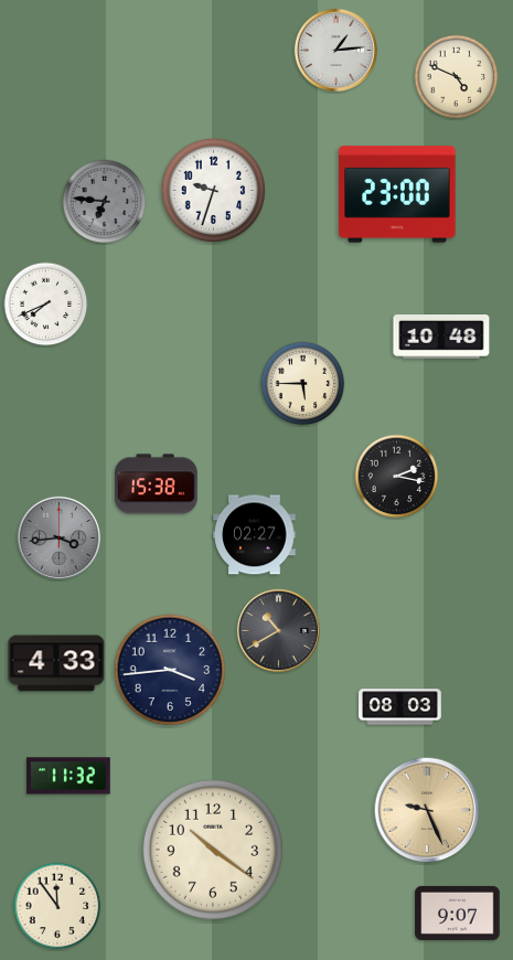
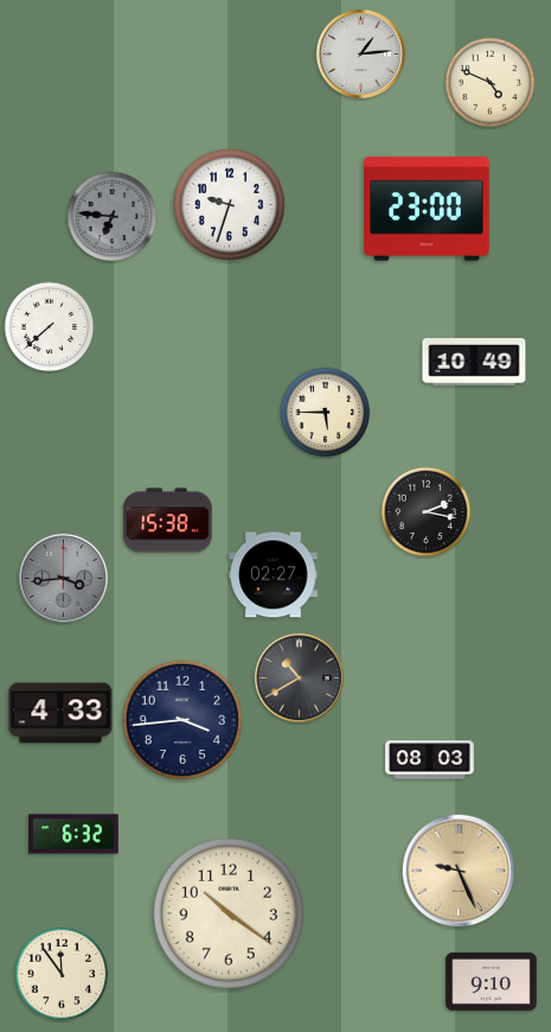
clock at (46, 305): 7:41 -> 7:38
clock at (441, 338): 10:48 -> 10:49
clock at (68, 776): 11:32 -> 6:32
clock at (458, 913): 9:07 -> 9:10
